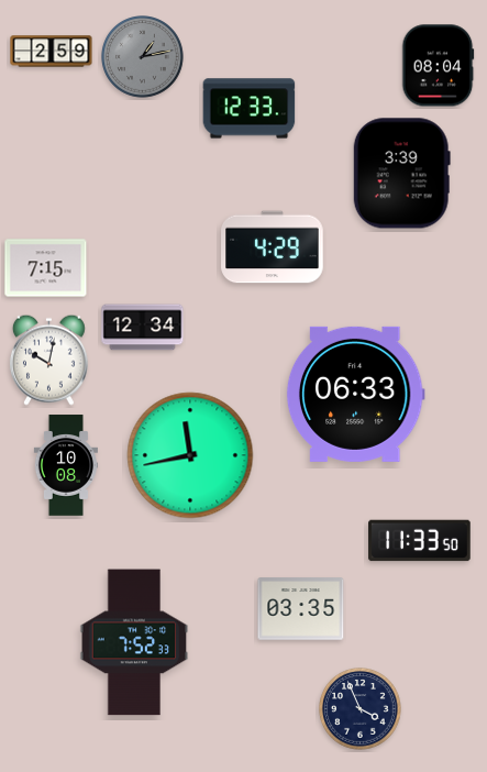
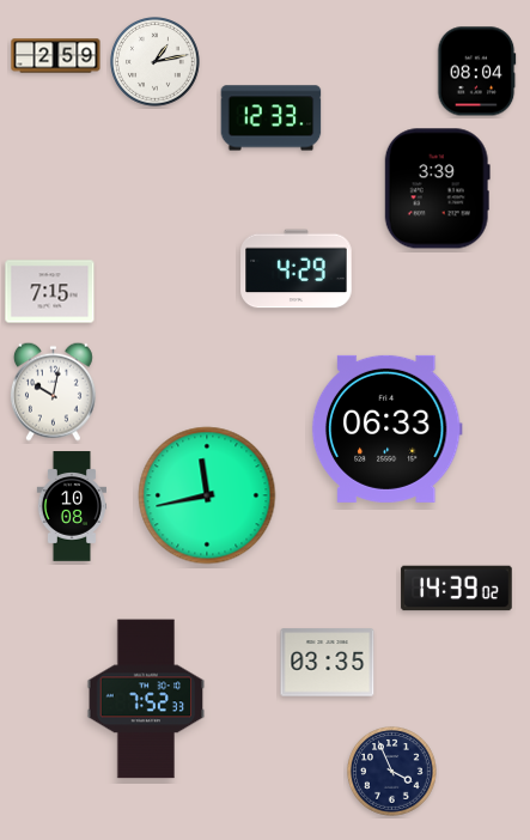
clock at (143, 57) dial: grey -> white
clock at (143, 328): 12:34 -> none
clock at (420, 541): 11:33 -> 14:39
